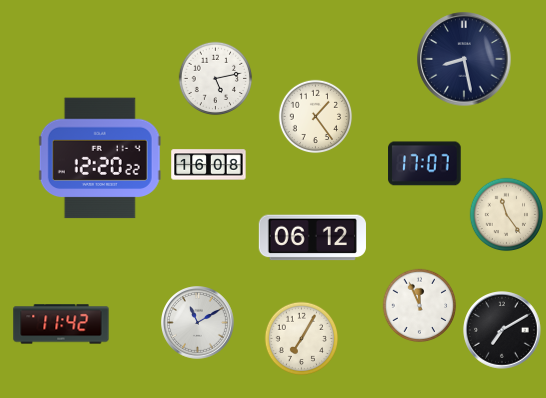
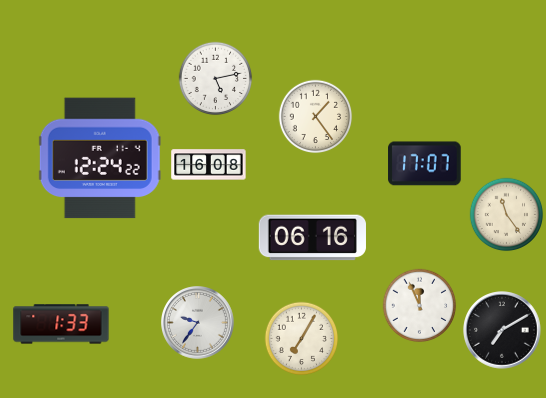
clock at (464, 59): 8:28 -> none
clock at (100, 158): 12:20 -> 12:24
clock at (312, 238): 06:12 -> 06:16
clock at (198, 323): 11:10 -> 9:36
clock at (61, 324): 11:42 -> 1:33
